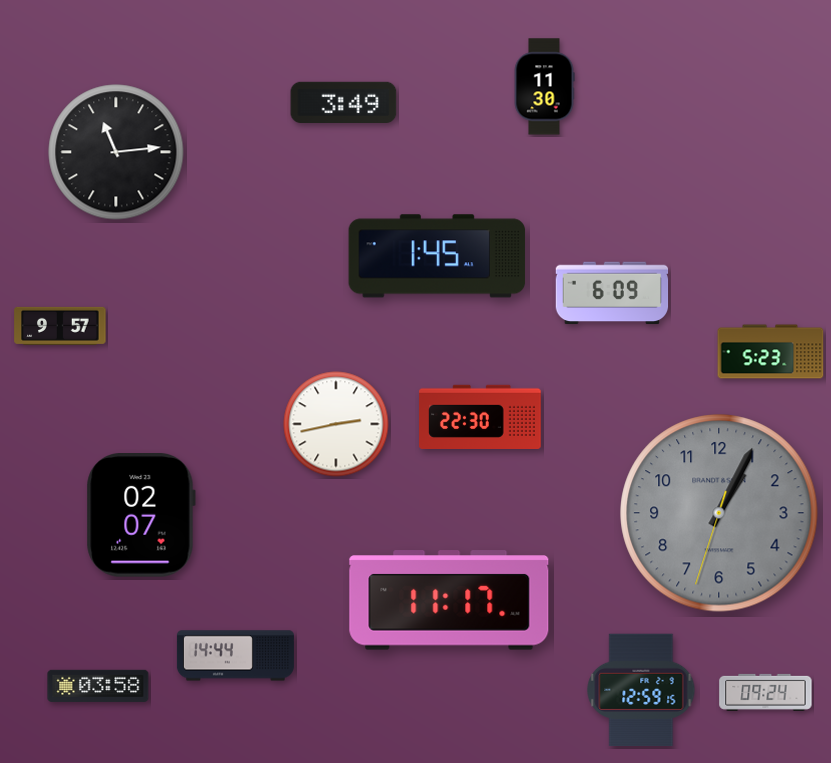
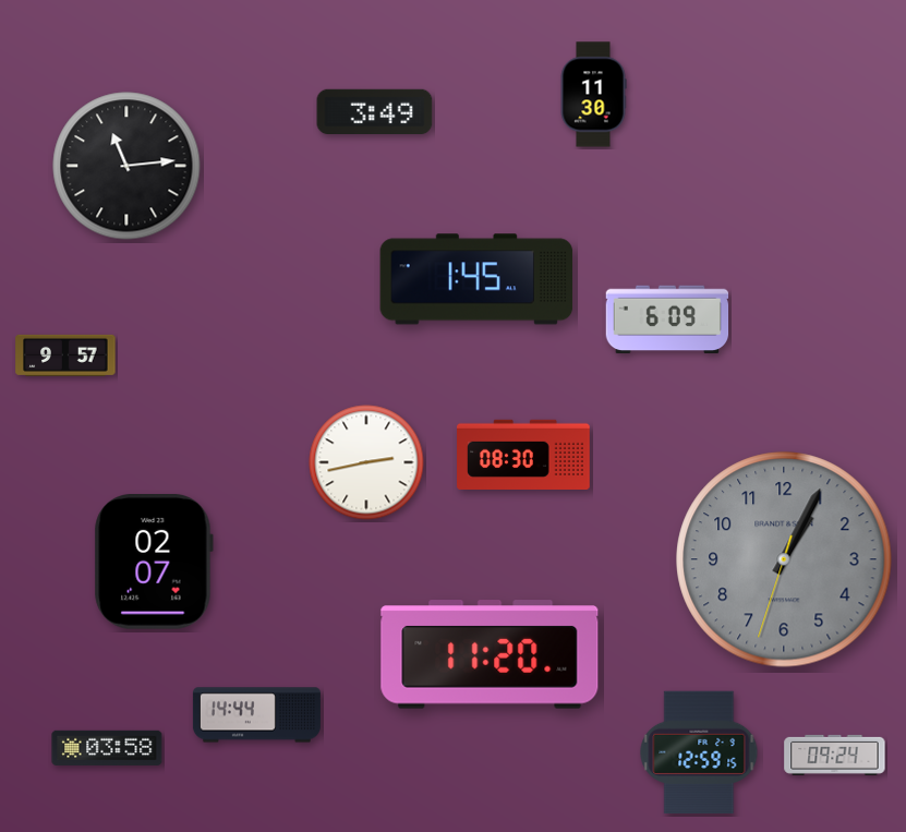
clock at (771, 352): 5:23 -> none
clock at (480, 416): 22:30 -> 08:30
clock at (449, 600): 11:17 -> 11:20
